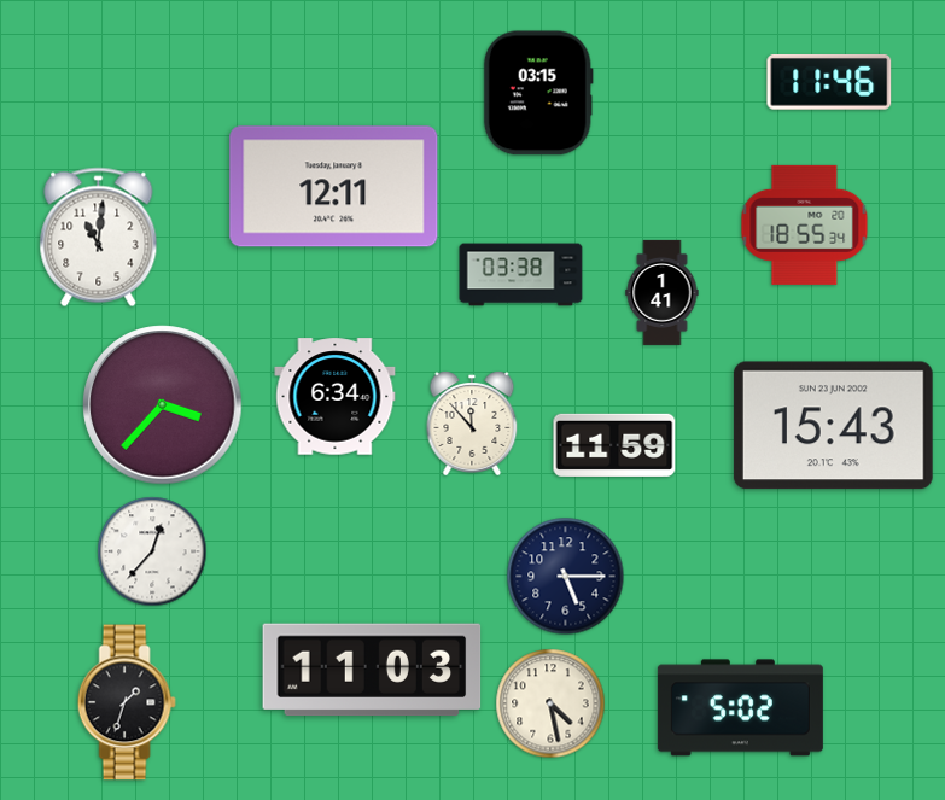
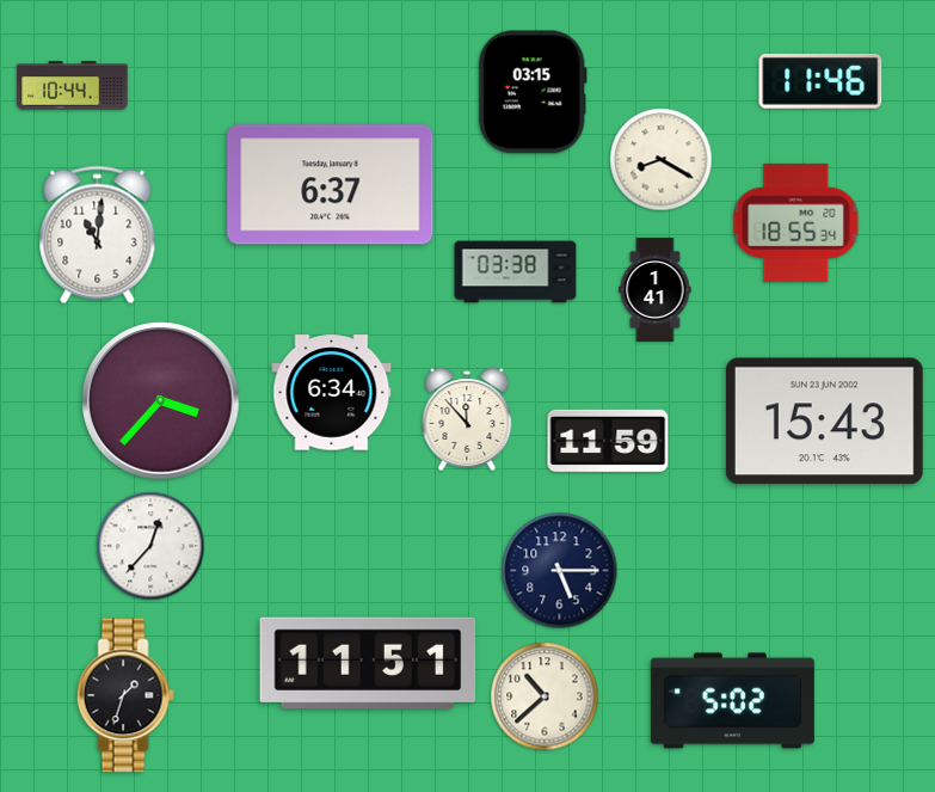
clock at (73, 86): none -> 10:44
clock at (662, 160): none -> 8:20
clock at (334, 187): 12:11 -> 6:37
clock at (372, 670): 11:03 -> 11:51
clock at (550, 703): 4:28 -> 10:38
